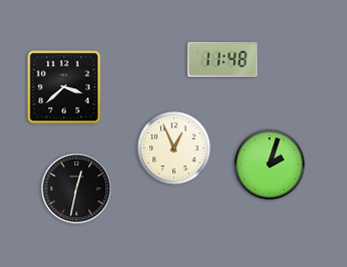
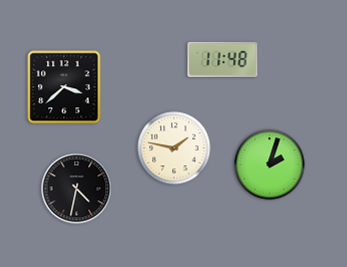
clock at (174, 148): 12:56 -> 1:47
clock at (77, 189): 12:32 -> 4:32
